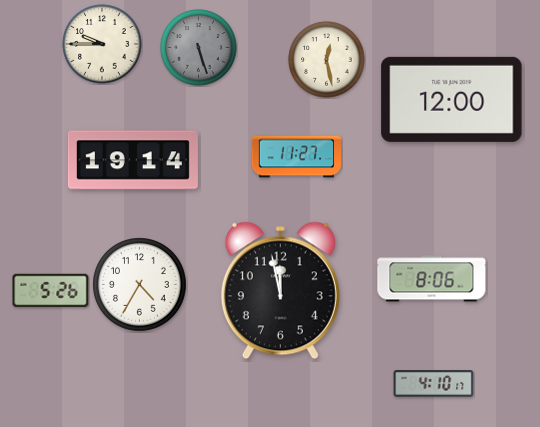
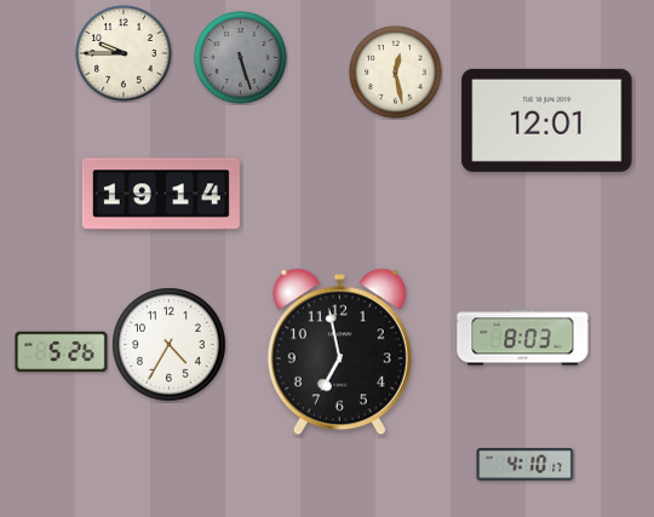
clock at (452, 99): 12:00 -> 12:01
clock at (296, 157): 11:27 -> none
clock at (432, 279): 8:06 -> 8:03
clock at (280, 291): 11:58 -> 6:58
